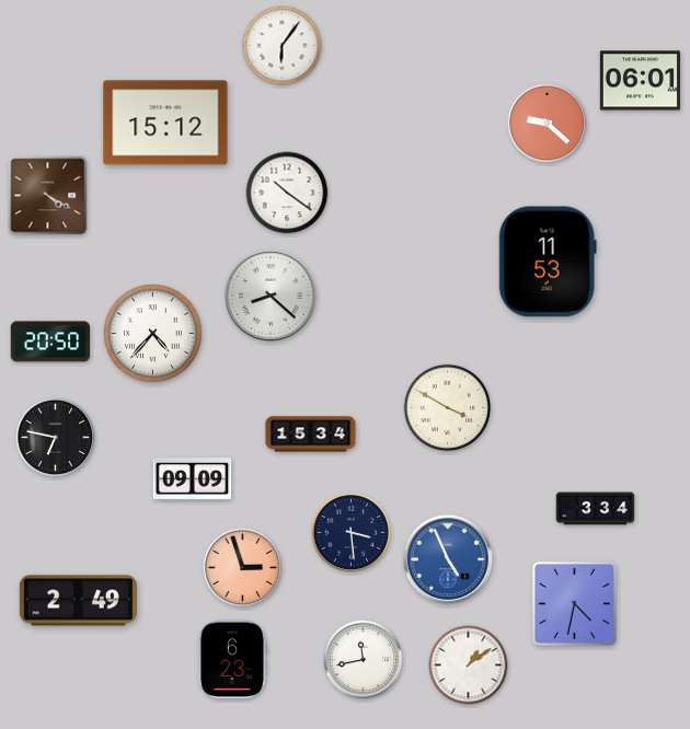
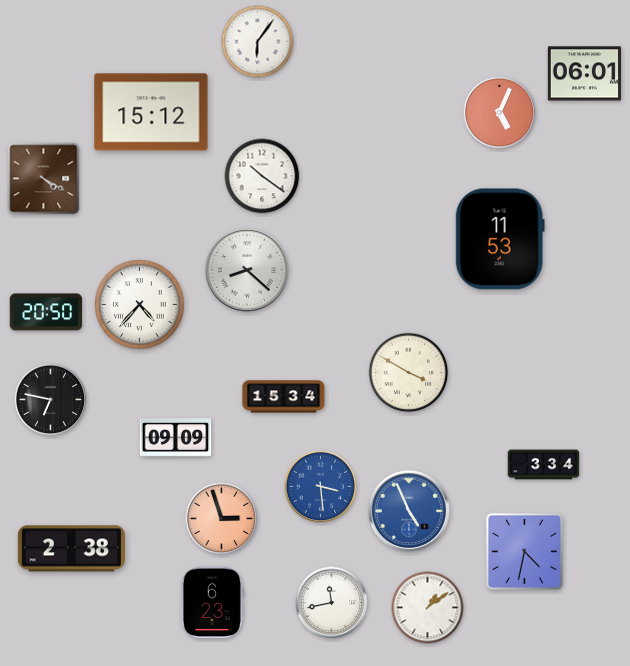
clock at (548, 124): 9:22 -> 5:04
clock at (352, 533) dial: navy -> blue
clock at (78, 601): 2:49 -> 2:38
